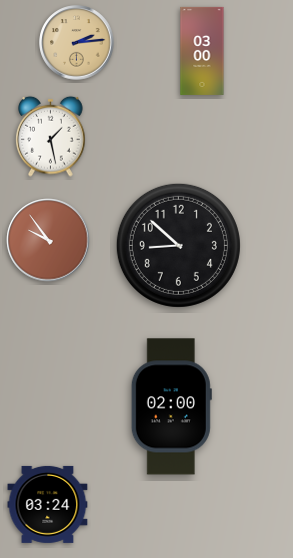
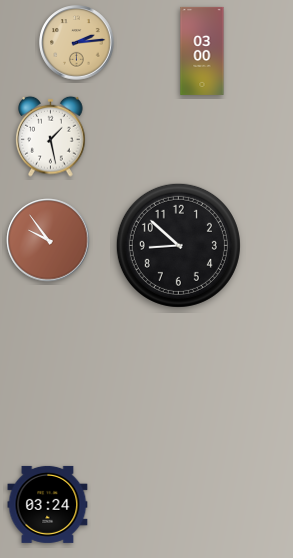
clock at (171, 407): 02:00 -> none
